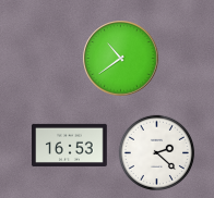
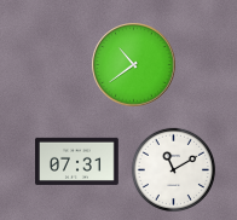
clock at (70, 145): 16:53 -> 07:31
clock at (156, 152): 2:22 -> 11:10
